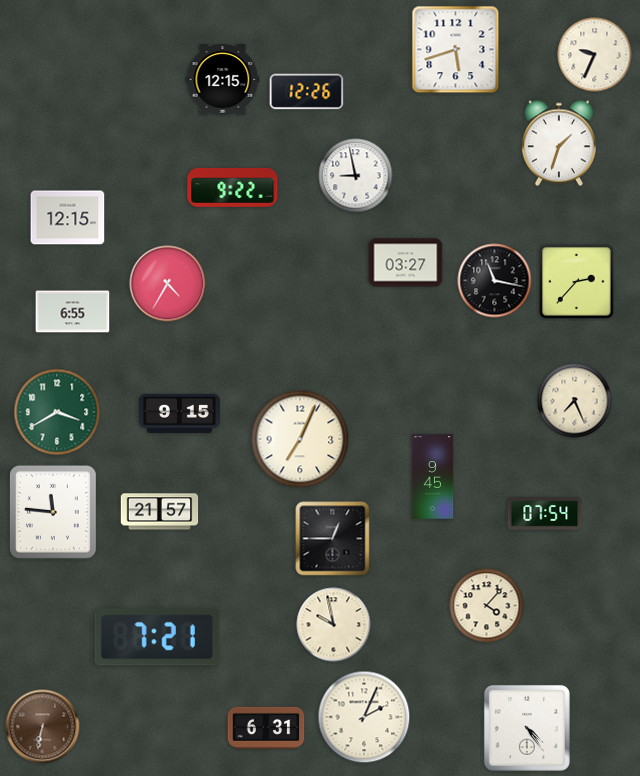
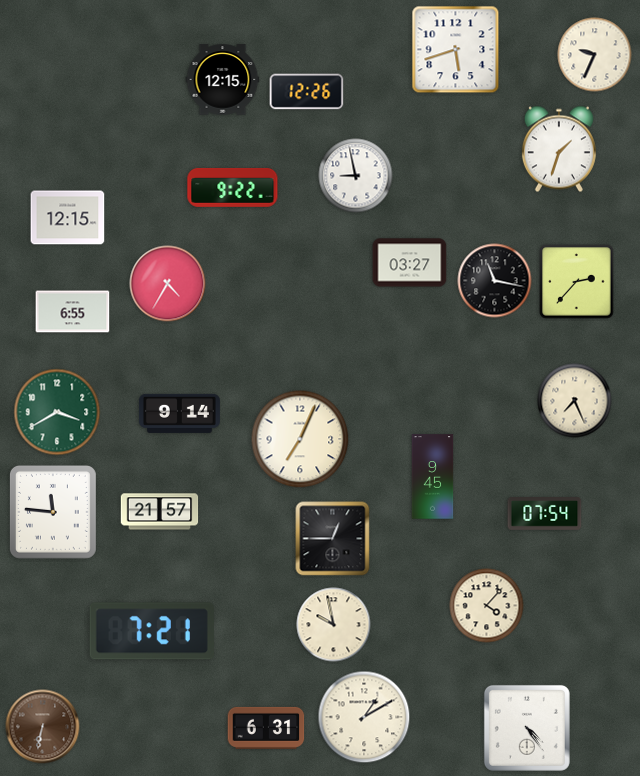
clock at (559, 143) position: (559, 143) -> (559, 149)
clock at (406, 263) position: (406, 263) -> (410, 263)
clock at (179, 413): 9:15 -> 9:14
clock at (157, 637) position: (157, 637) -> (152, 631)
clock at (364, 717): 2:04 -> 1:10
